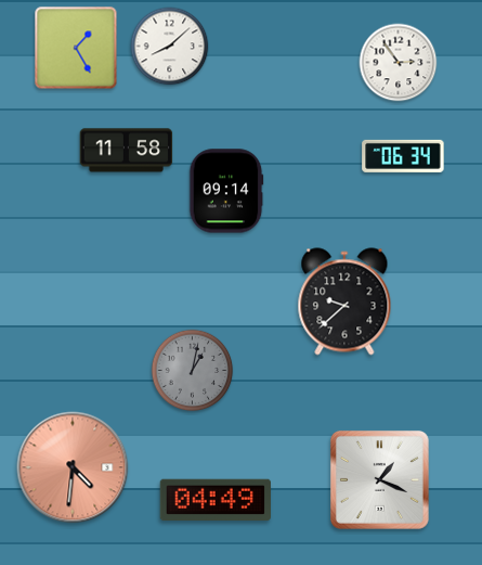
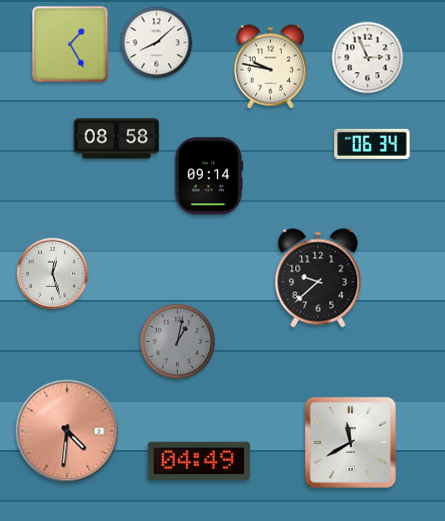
clock at (399, 63): 2:54 -> 2:56
clock at (271, 67): none -> 9:47
clock at (127, 151): 11:58 -> 08:58
clock at (52, 273): none -> 12:27
clock at (379, 479): 1:19 -> 11:40
